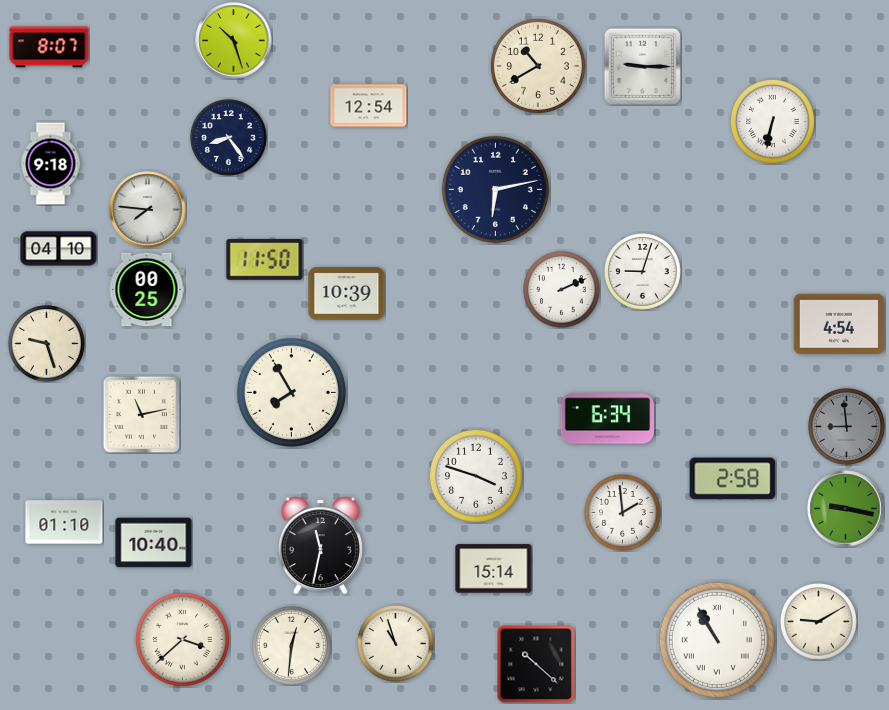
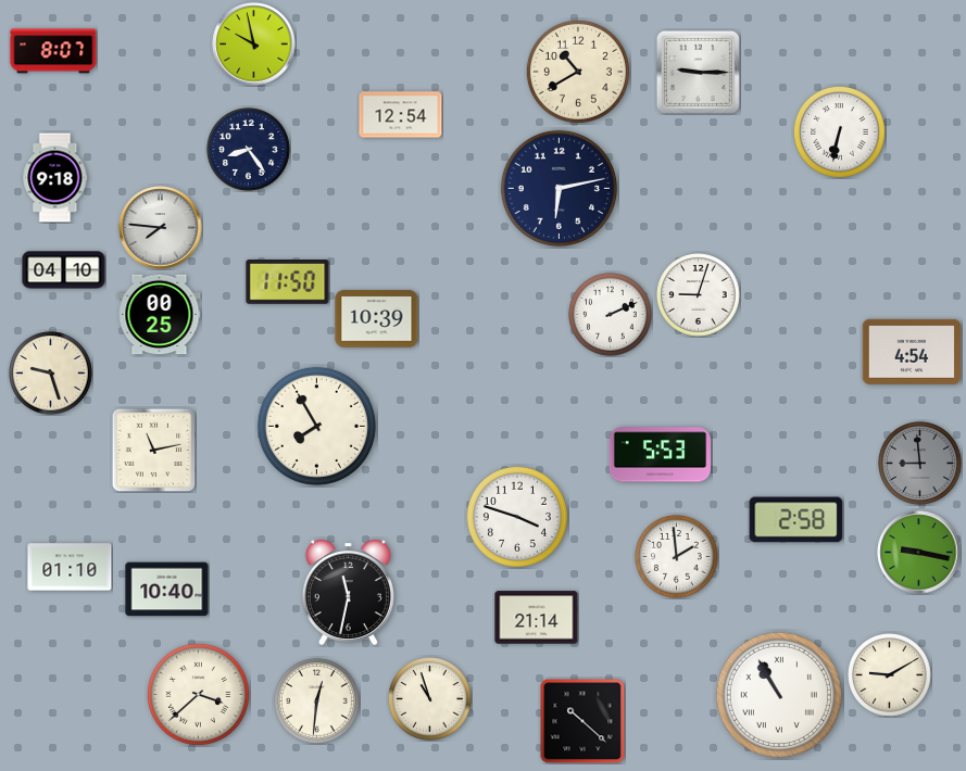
clock at (234, 41): 10:27 -> 9:58
clock at (538, 66) position: (538, 66) -> (578, 72)
clock at (495, 189) position: (495, 189) -> (559, 188)
clock at (607, 419): 6:34 -> 5:53
clock at (494, 569): 15:14 -> 21:14
